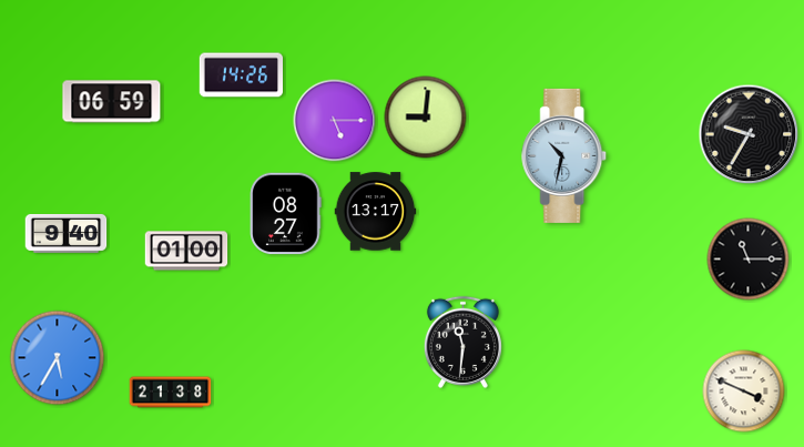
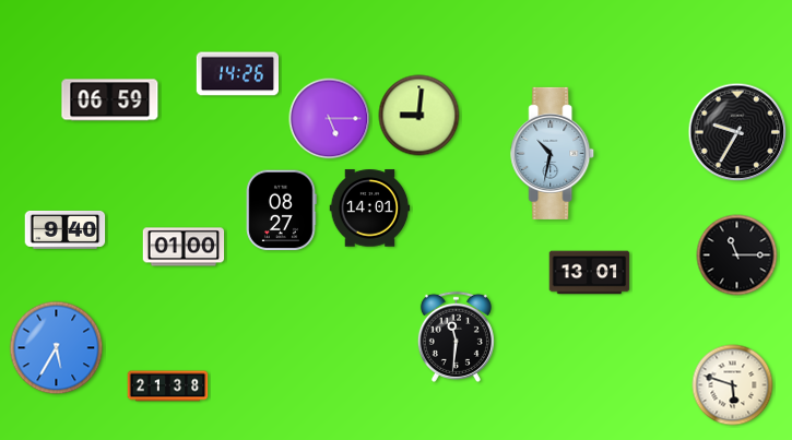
clock at (564, 155) position: (564, 155) -> (553, 153)
clock at (376, 212): 13:17 -> 14:01
clock at (590, 273): none -> 13:01
clock at (58, 358) position: (58, 358) -> (57, 348)
clock at (744, 392): 3:49 -> 5:48
